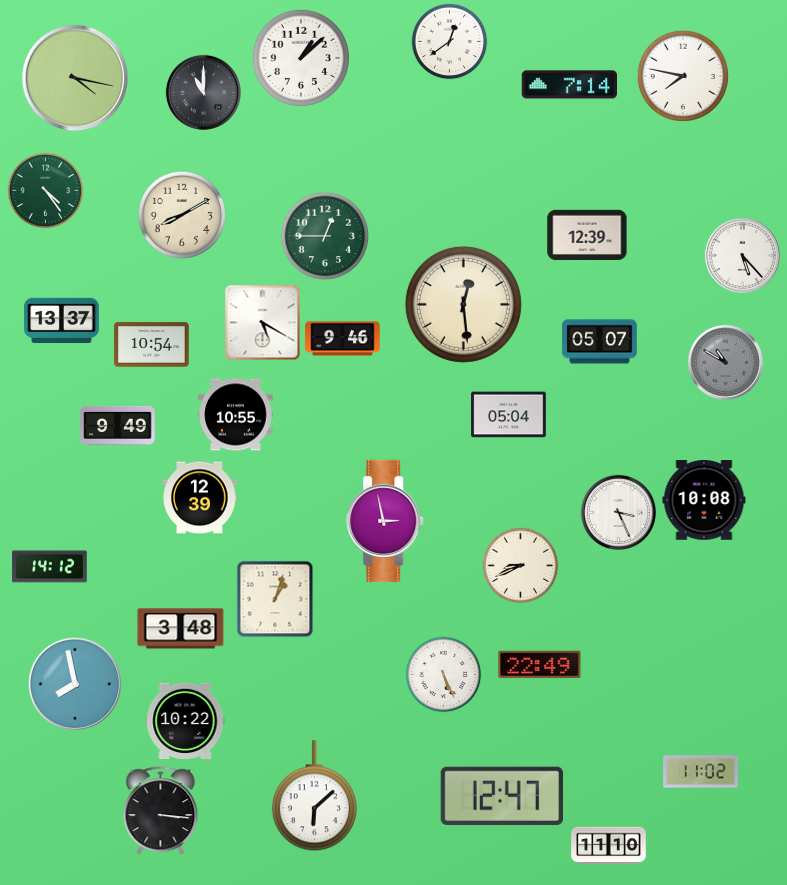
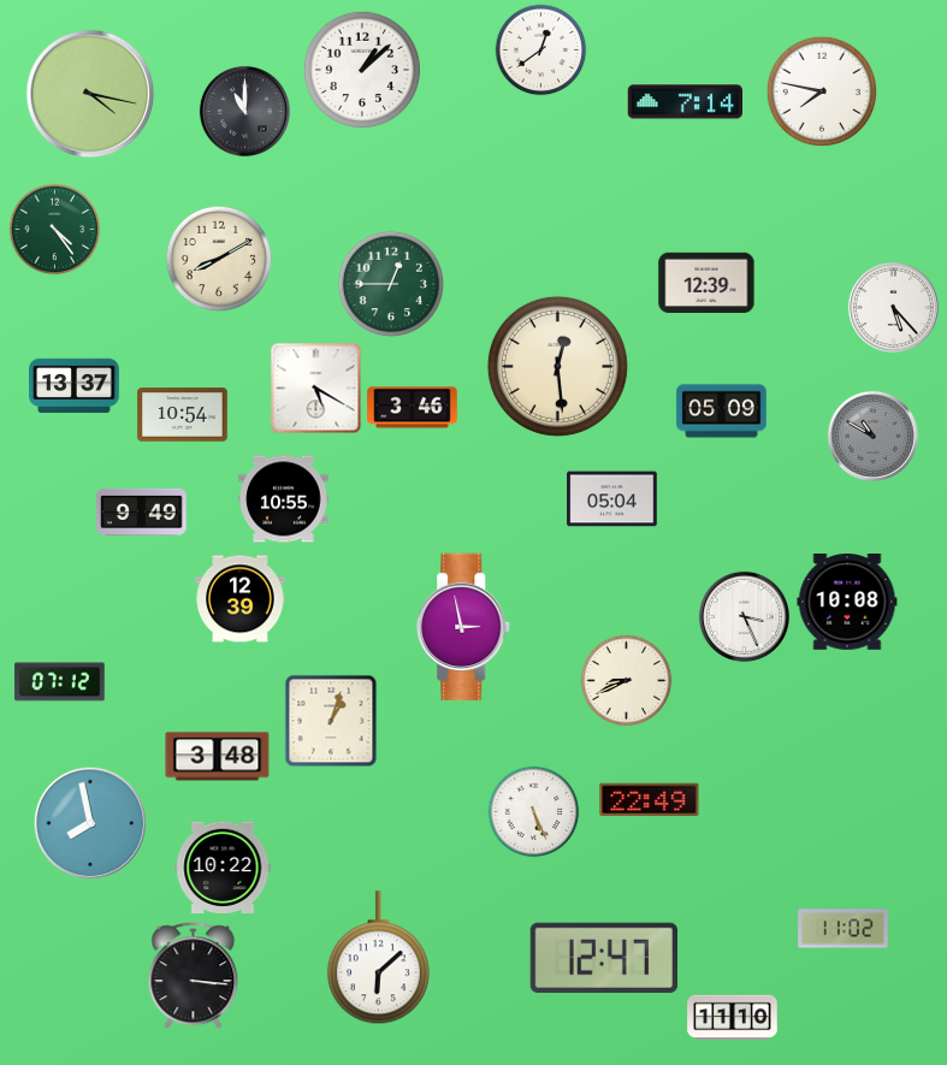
clock at (343, 339): 9:46 -> 3:46
clock at (600, 342): 05:07 -> 05:09
clock at (50, 567): 14:12 -> 07:12
